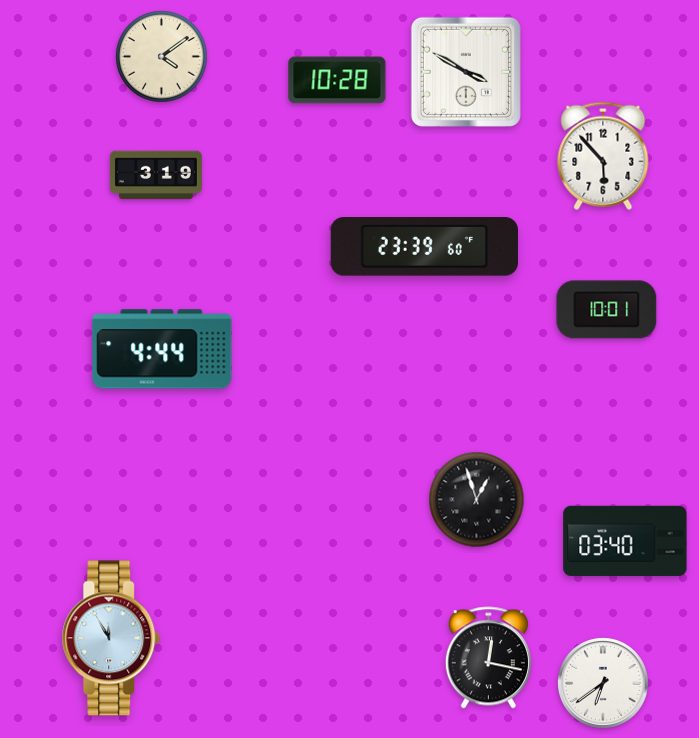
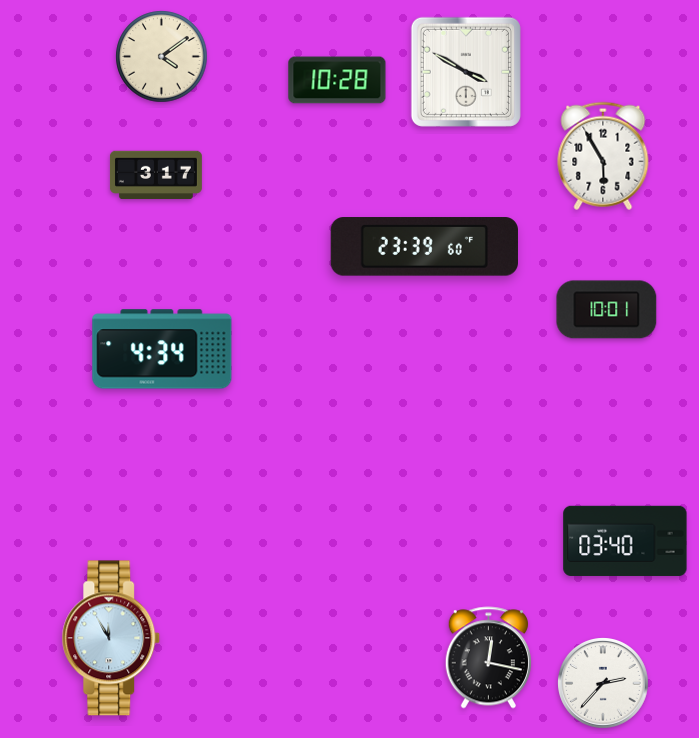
clock at (603, 156): 5:53 -> 5:55
clock at (156, 175): 3:19 -> 3:17
clock at (162, 349): 4:44 -> 4:34
clock at (477, 500): 12:57 -> none
clock at (604, 684): 6:39 -> 2:37
